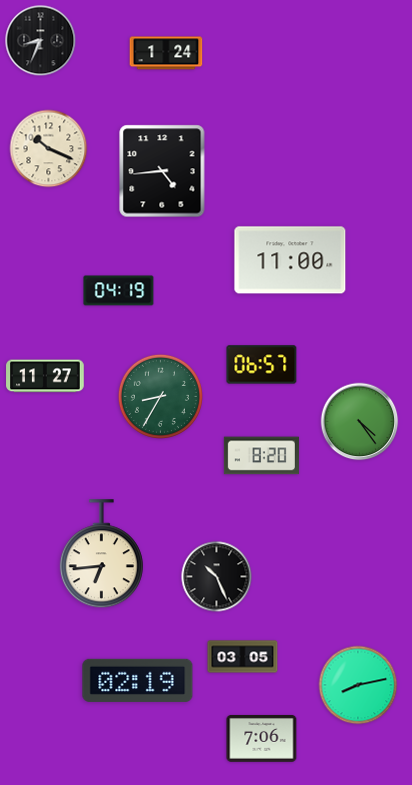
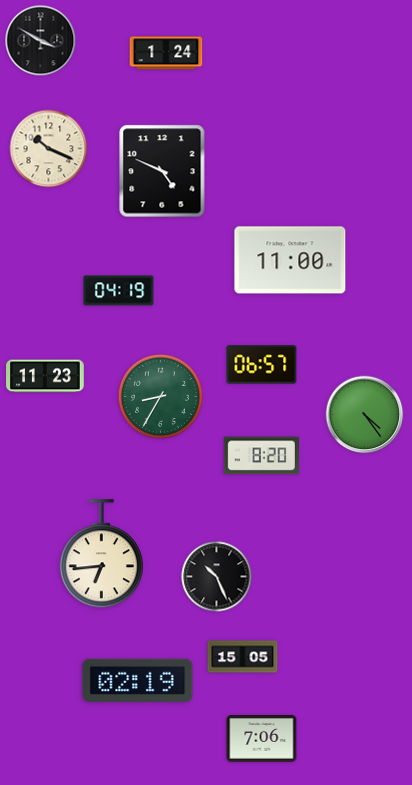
clock at (41, 41): 8:34 -> 3:50
clock at (162, 171): 4:44 -> 4:49
clock at (45, 376): 11:27 -> 11:23
clock at (360, 422) position: (360, 422) -> (365, 415)
clock at (243, 657): 03:05 -> 15:05
clock at (358, 685): 8:13 -> none
